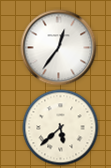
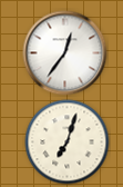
clock at (61, 128): 5:38 -> 7:03
